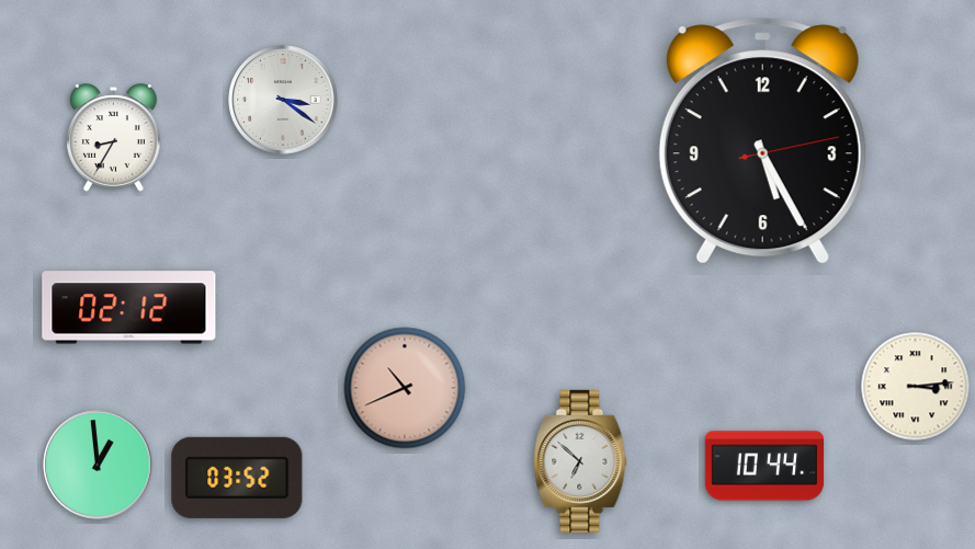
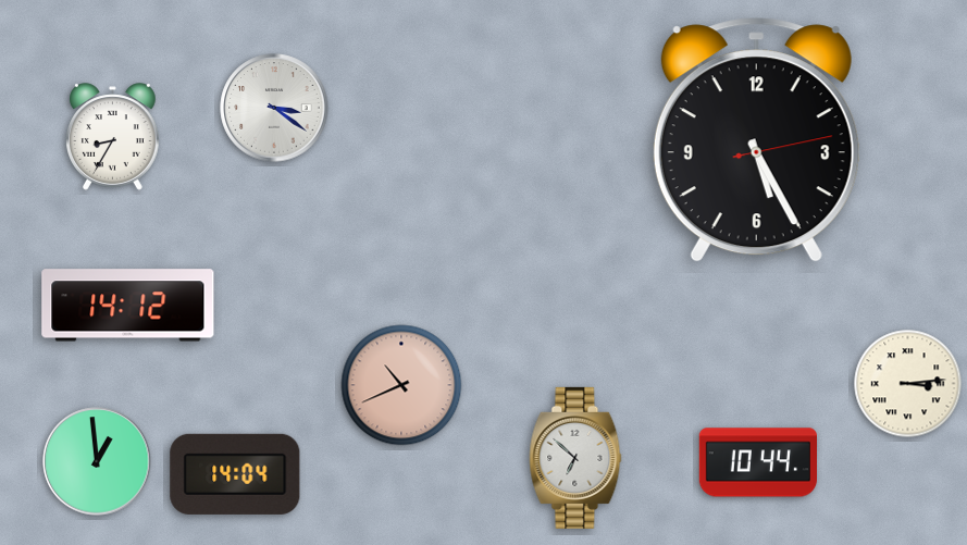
clock at (283, 100) position: (283, 100) -> (274, 108)
clock at (129, 308): 02:12 -> 14:12
clock at (237, 478): 03:52 -> 14:04
